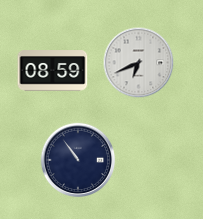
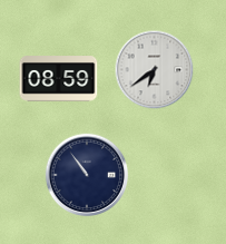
clock at (139, 63): 6:41 -> 6:39
clock at (78, 160) position: (78, 160) -> (87, 175)
